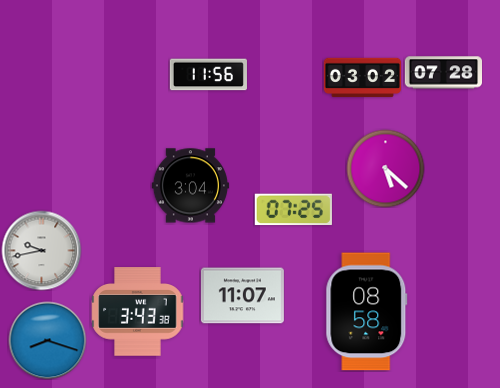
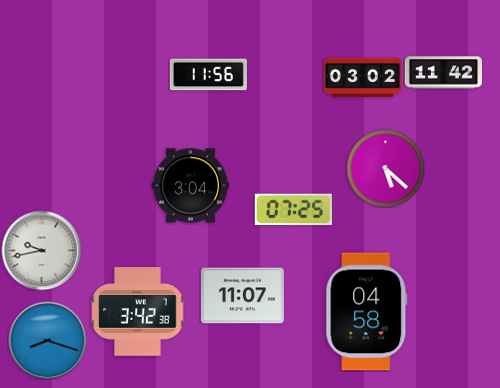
clock at (443, 73): 07:28 -> 11:42
clock at (138, 312): 3:43 -> 3:42
clock at (367, 312): 08:58 -> 04:58
